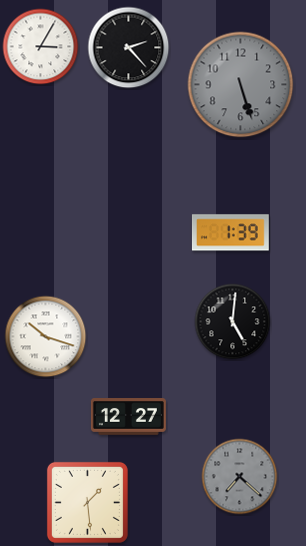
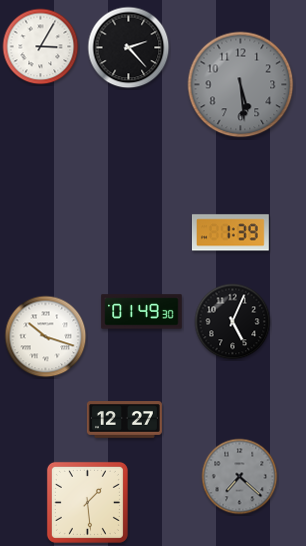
clock at (241, 85): 5:27 -> 5:29
clock at (142, 312): none -> 01:49
clock at (233, 322): 5:01 -> 5:04
clock at (128, 417) position: (128, 417) -> (124, 420)
